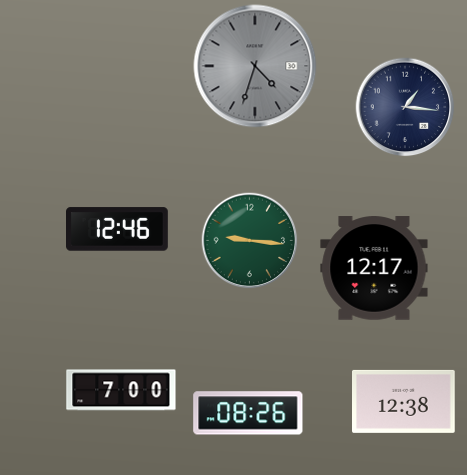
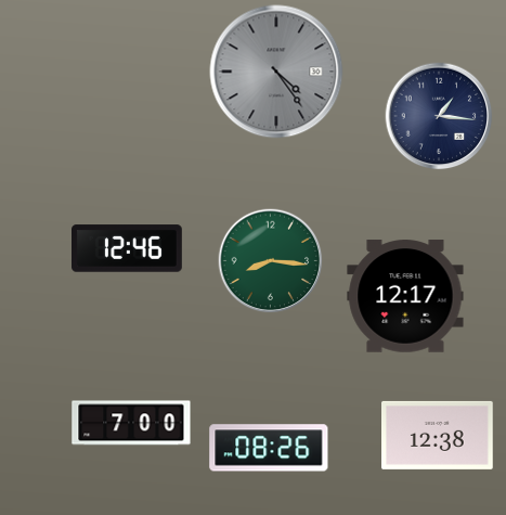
clock at (255, 66): 4:33 -> 4:24
clock at (250, 241): 9:16 -> 8:16
clock at (374, 268) position: (374, 268) -> (405, 296)
